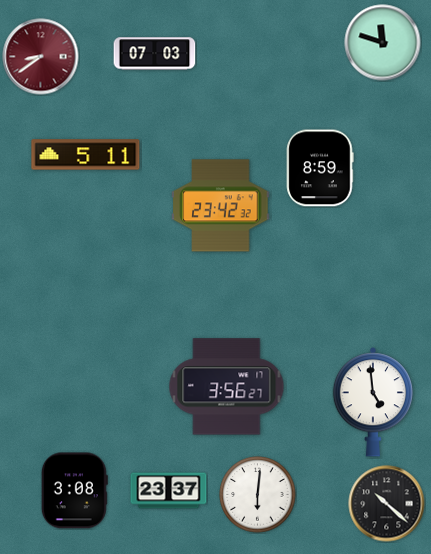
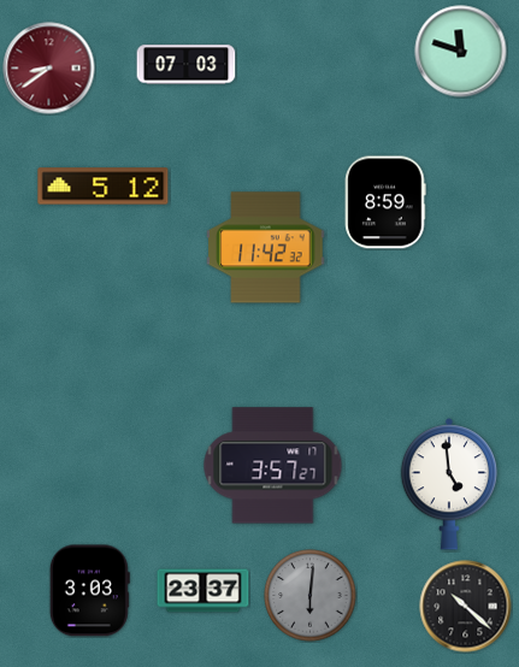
clock at (86, 155): 5:11 -> 5:12
clock at (221, 206): 23:42 -> 11:42
clock at (227, 387): 3:56 -> 3:57
clock at (74, 491): 3:08 -> 3:03
clock at (258, 495) dial: white -> grey
